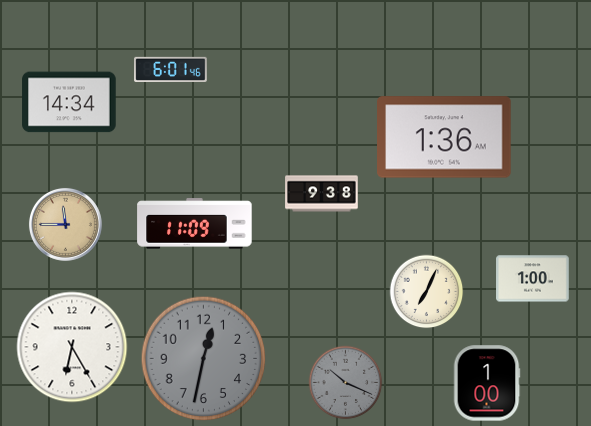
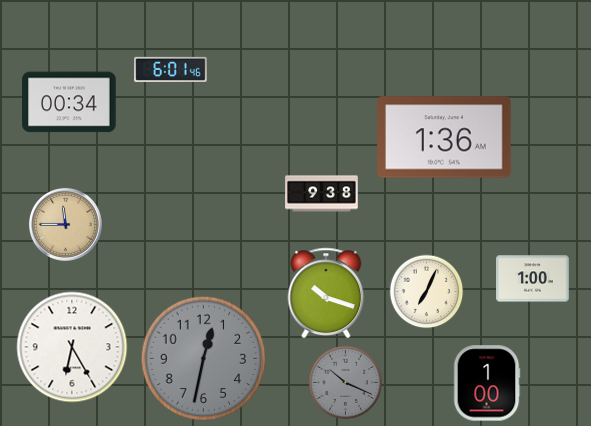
clock at (69, 102): 14:34 -> 00:34
clock at (195, 224): 11:09 -> none
clock at (326, 292): none -> 10:18
